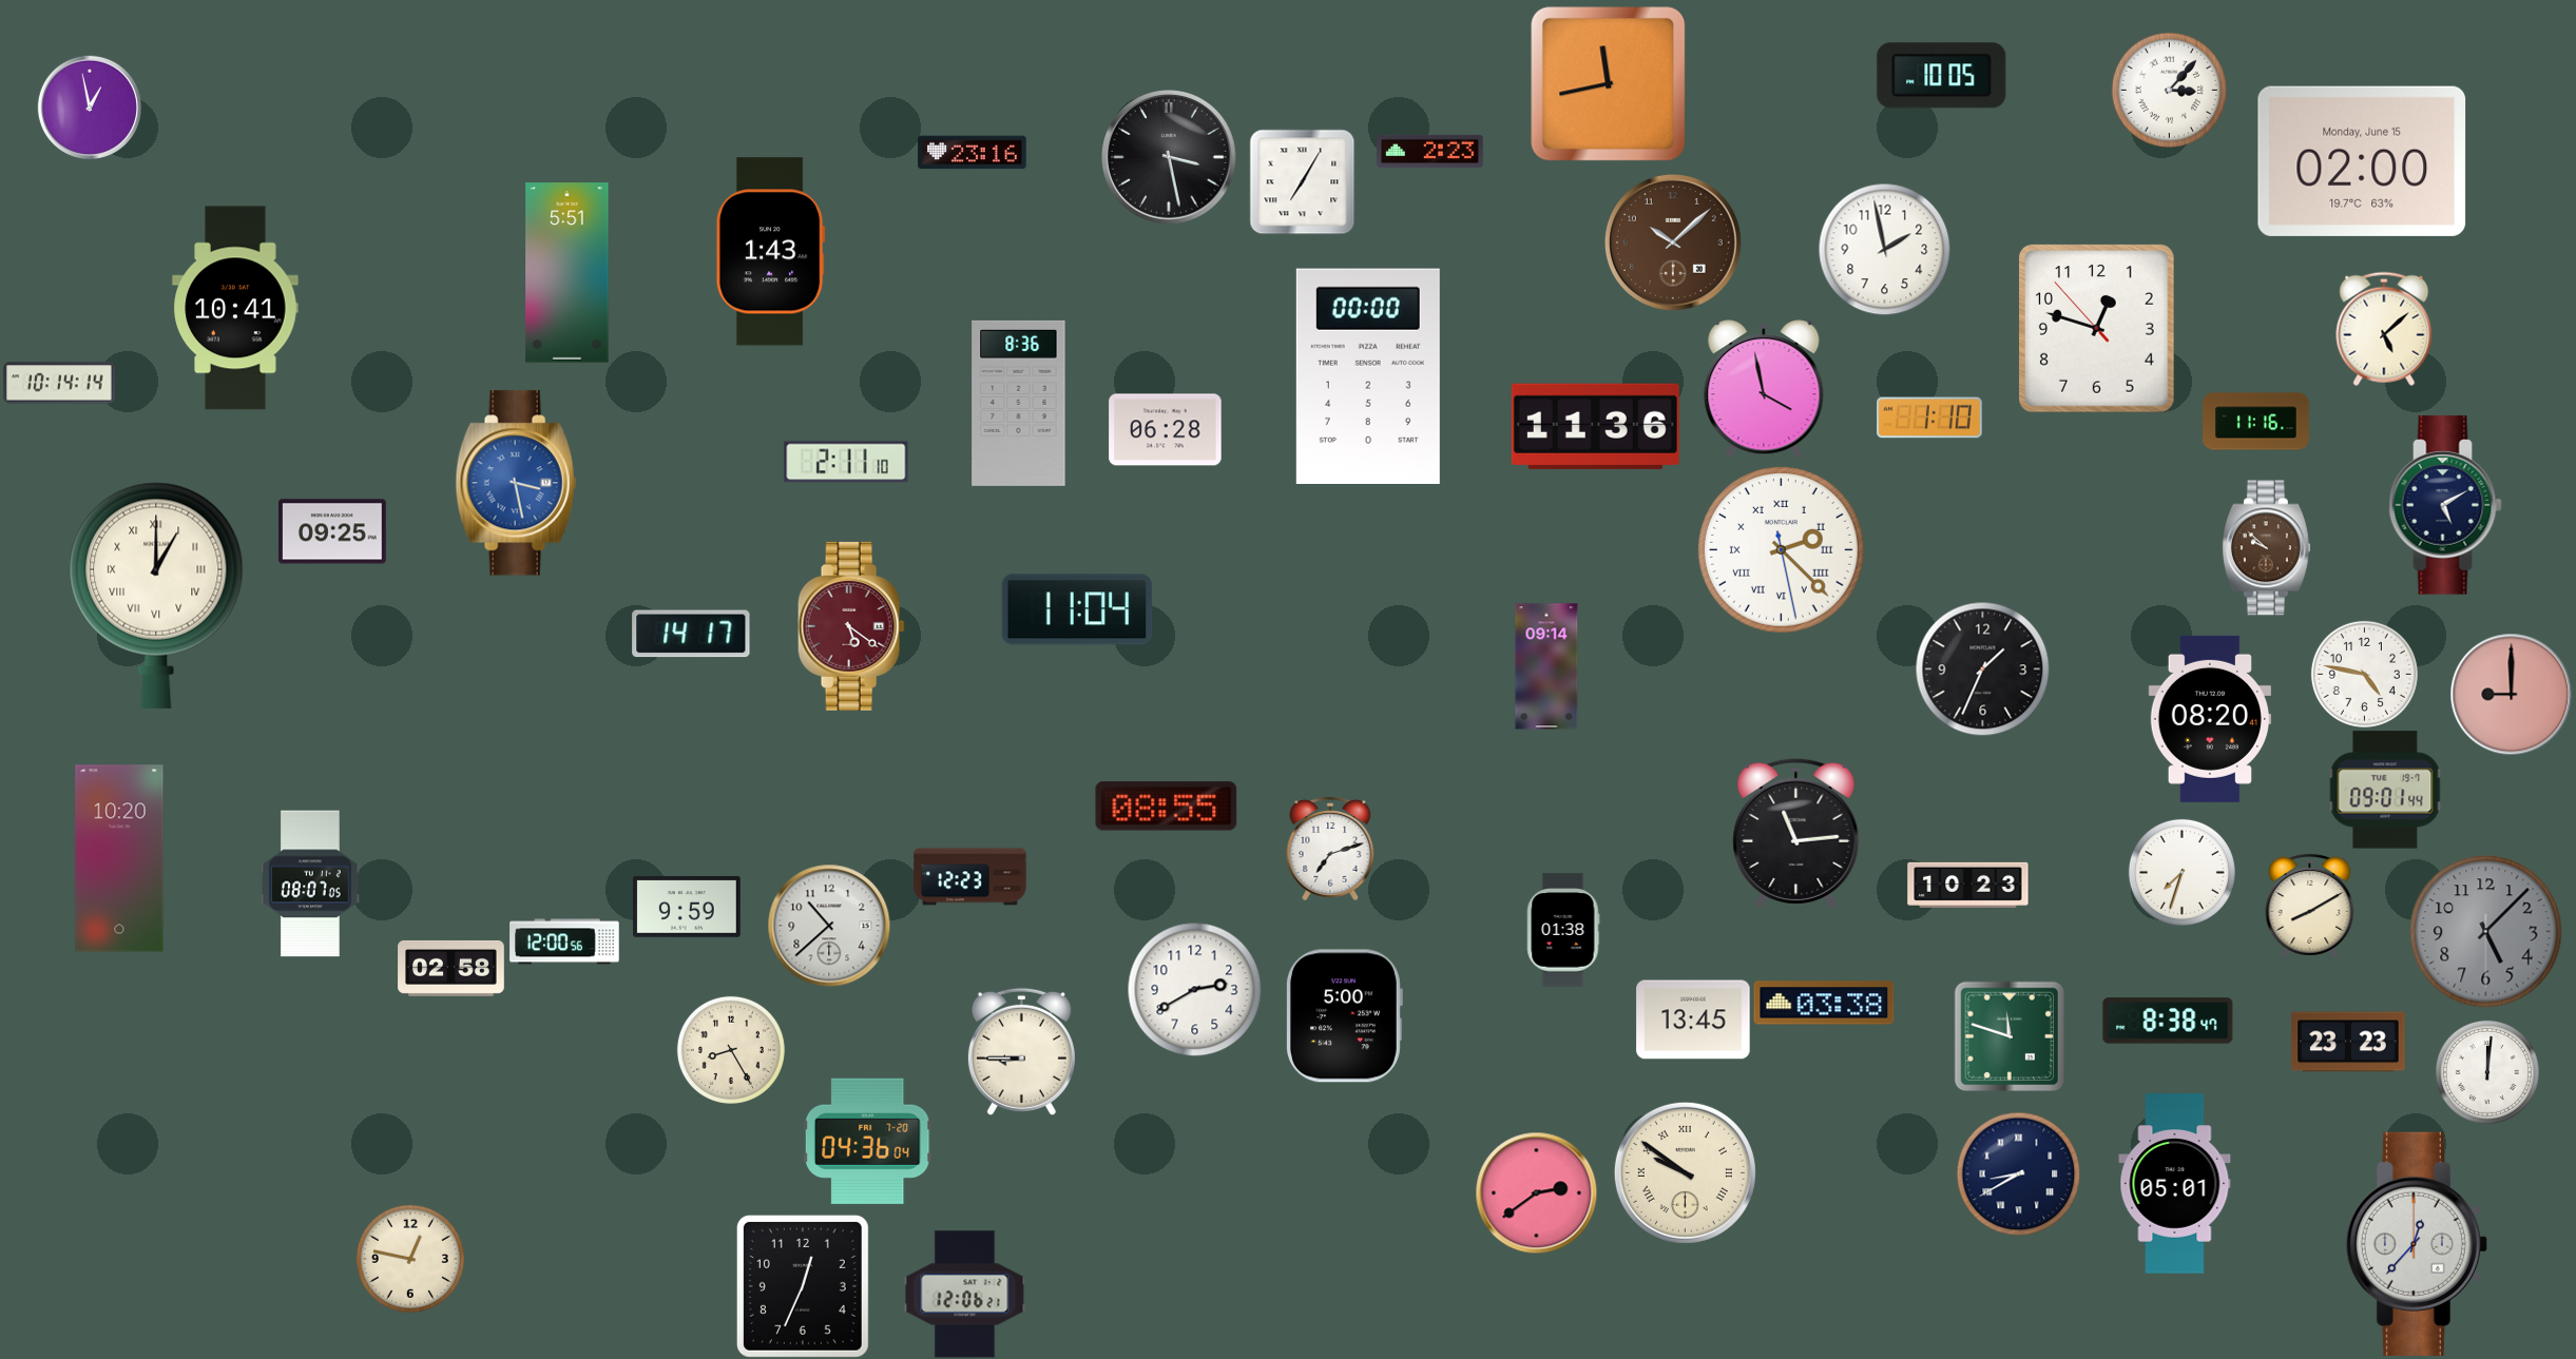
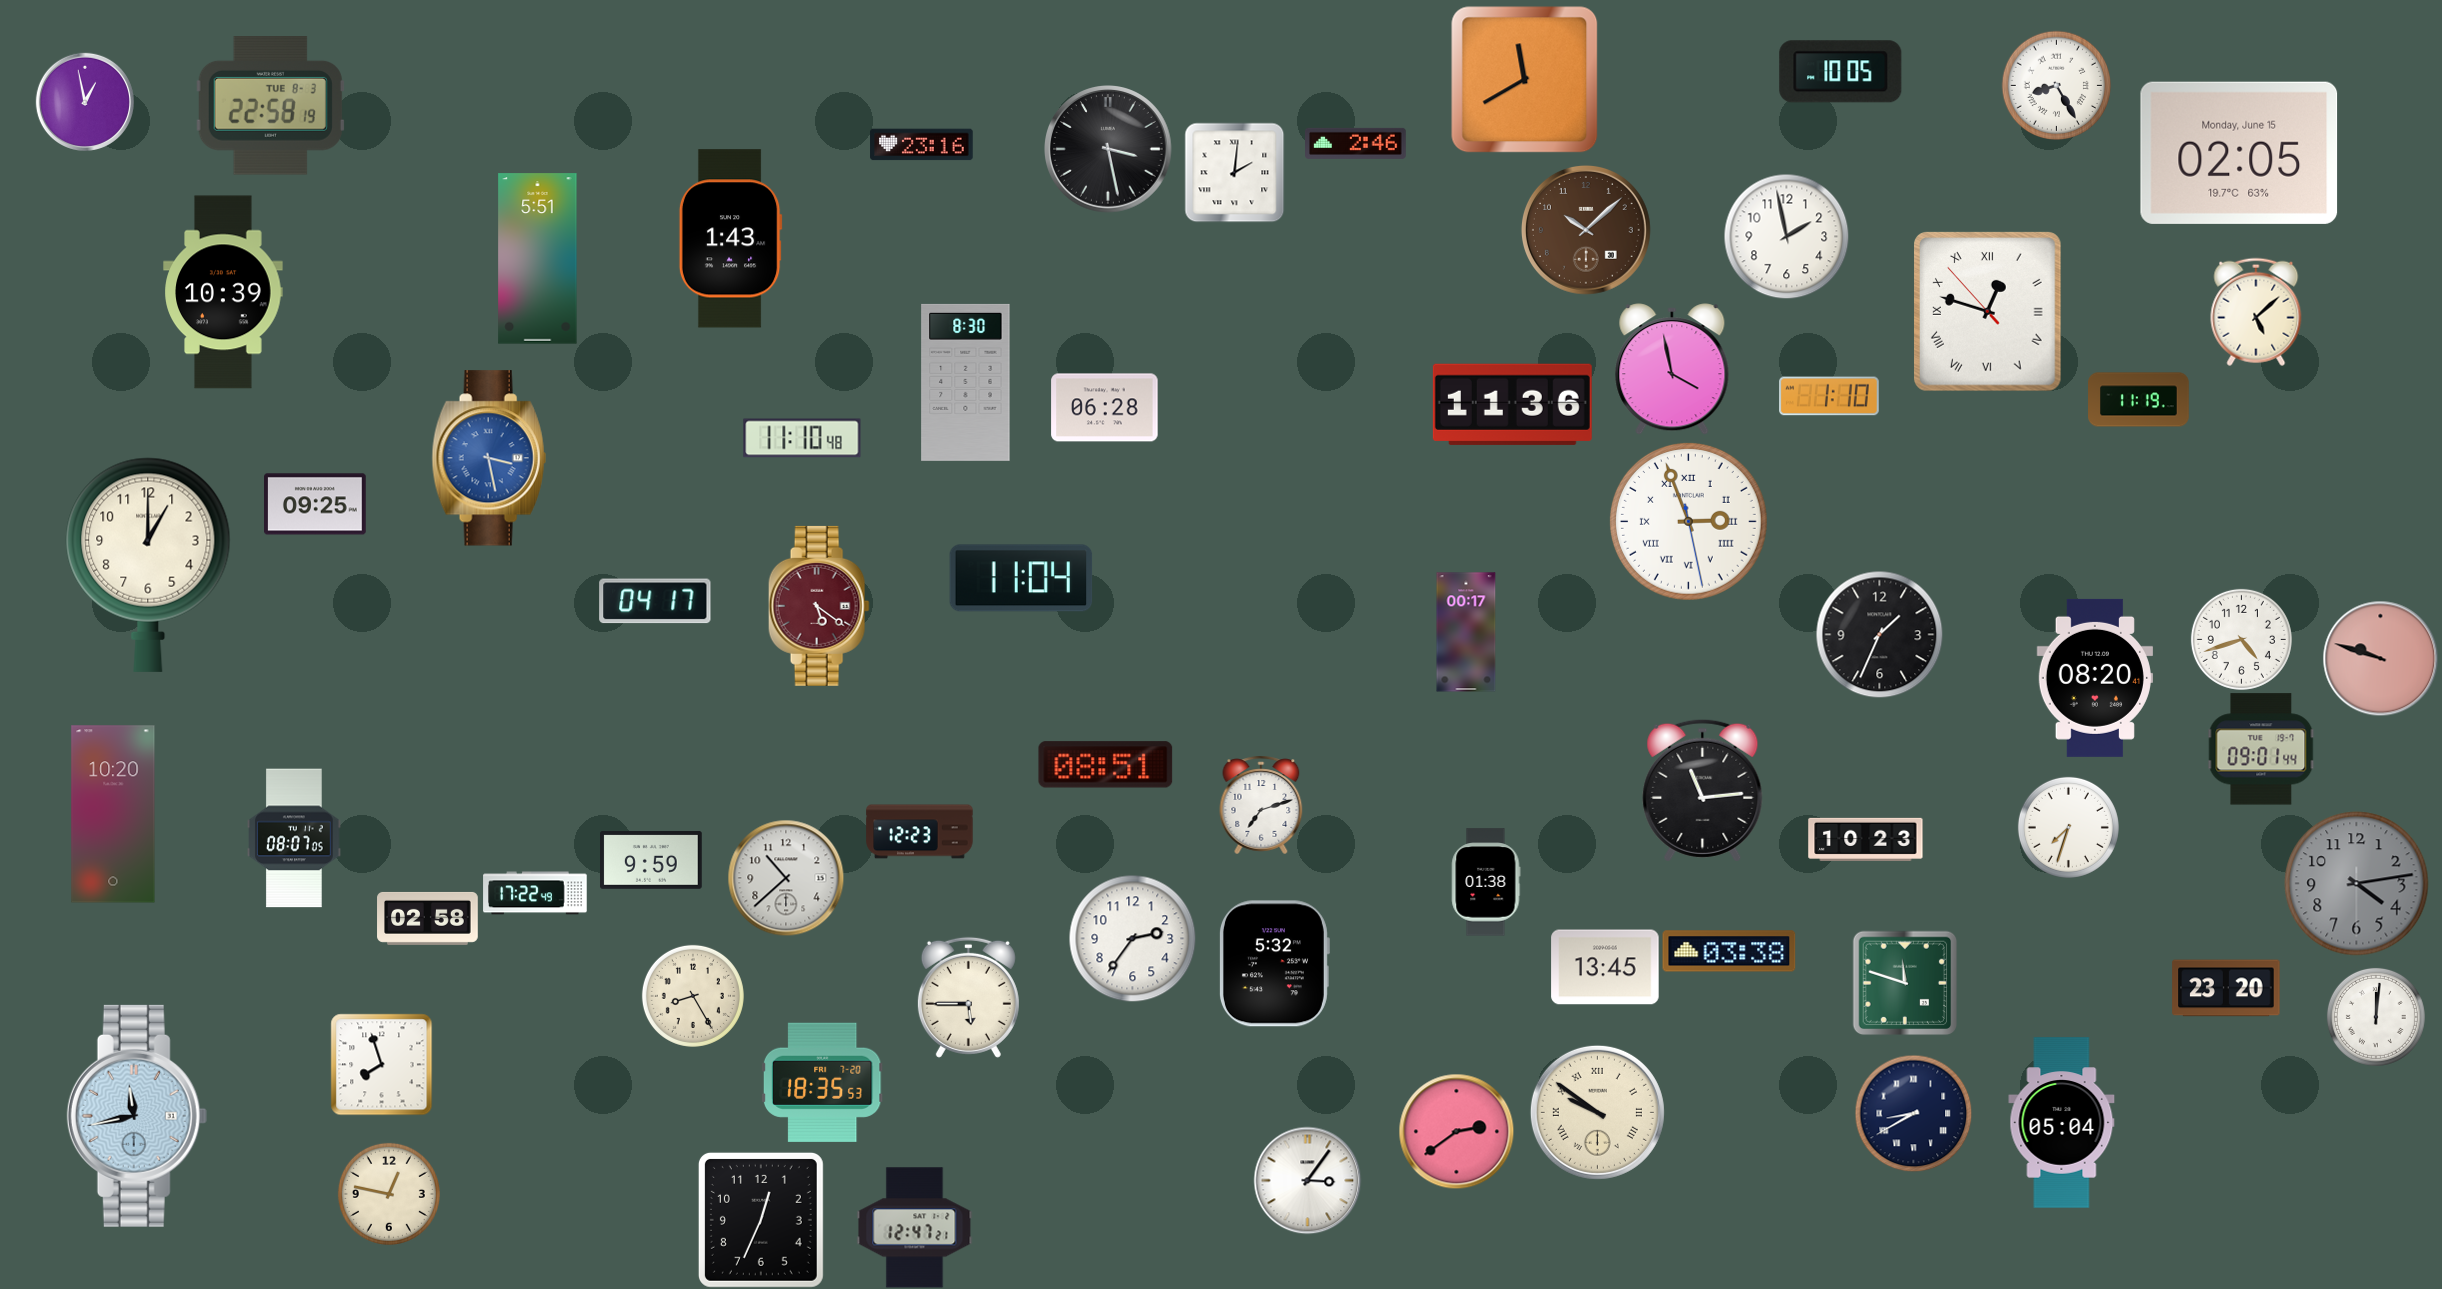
clock at (1609, 84): 11:43 -> 11:40
clock at (2169, 90): 3:07 -> 8:25
clock at (270, 106): none -> 22:58
clock at (1430, 151): 2:23 -> 2:46
clock at (2362, 161): 02:00 -> 02:05
clock at (1302, 181): 7:05 -> 2:01
clock at (235, 308): 10:41 -> 10:39
clock at (2097, 329) numerals: Arabic -> Roman
clock at (2384, 329) position: (2384, 329) -> (2256, 312)
clock at (1368, 375): 00:00 -> none
clock at (59, 383): 10:14 -> none
clock at (1019, 403): 8:36 -> 8:30
clock at (2256, 422): 11:16 -> 11:19
clock at (846, 462): 2:11 -> 11:10
clock at (2445, 505): 5:10 -> none
clock at (2266, 548): 9:52 -> none
clock at (1781, 549): 2:22 -> 2:56
clock at (156, 596) numerals: Roman -> Arabic
clock at (851, 626) position: (851, 626) -> (819, 606)
clock at (691, 634): 14:17 -> 04:17
clock at (1546, 666): 09:14 -> 00:17
clock at (2364, 674): 4:47 -> 4:42
clock at (2511, 694): 9:00 -> 9:48
clock at (2210, 719) position: (2210, 719) -> (2095, 678)
clock at (1167, 807): 08:55 -> 08:51
clock at (2310, 906): 8:10 -> none
clock at (1563, 930) position: (1563, 930) -> (1486, 882)
clock at (2486, 932): 5:07 -> 4:13
clock at (564, 941): 12:00 -> 17:22
clock at (1194, 989): 2:40 -> 2:36
clock at (1344, 1016): 5:00 -> 5:32
clock at (2168, 1021): 8:38 -> none
clock at (2348, 1042): 23:23 -> 23:20
clock at (1021, 1051): 8:45 -> 5:45
clock at (2487, 1072) position: (2487, 1072) -> (2376, 1017)
clock at (381, 1064): none -> 7:57
clock at (867, 1141): 04:36 -> 18:35
clock at (137, 1116): none -> 11:43
clock at (2175, 1184): 05:01 -> 05:04
clock at (1307, 1180): none -> 3:06
clock at (2417, 1244): 12:37 -> none
clock at (965, 1295): 12:06 -> 12:47
